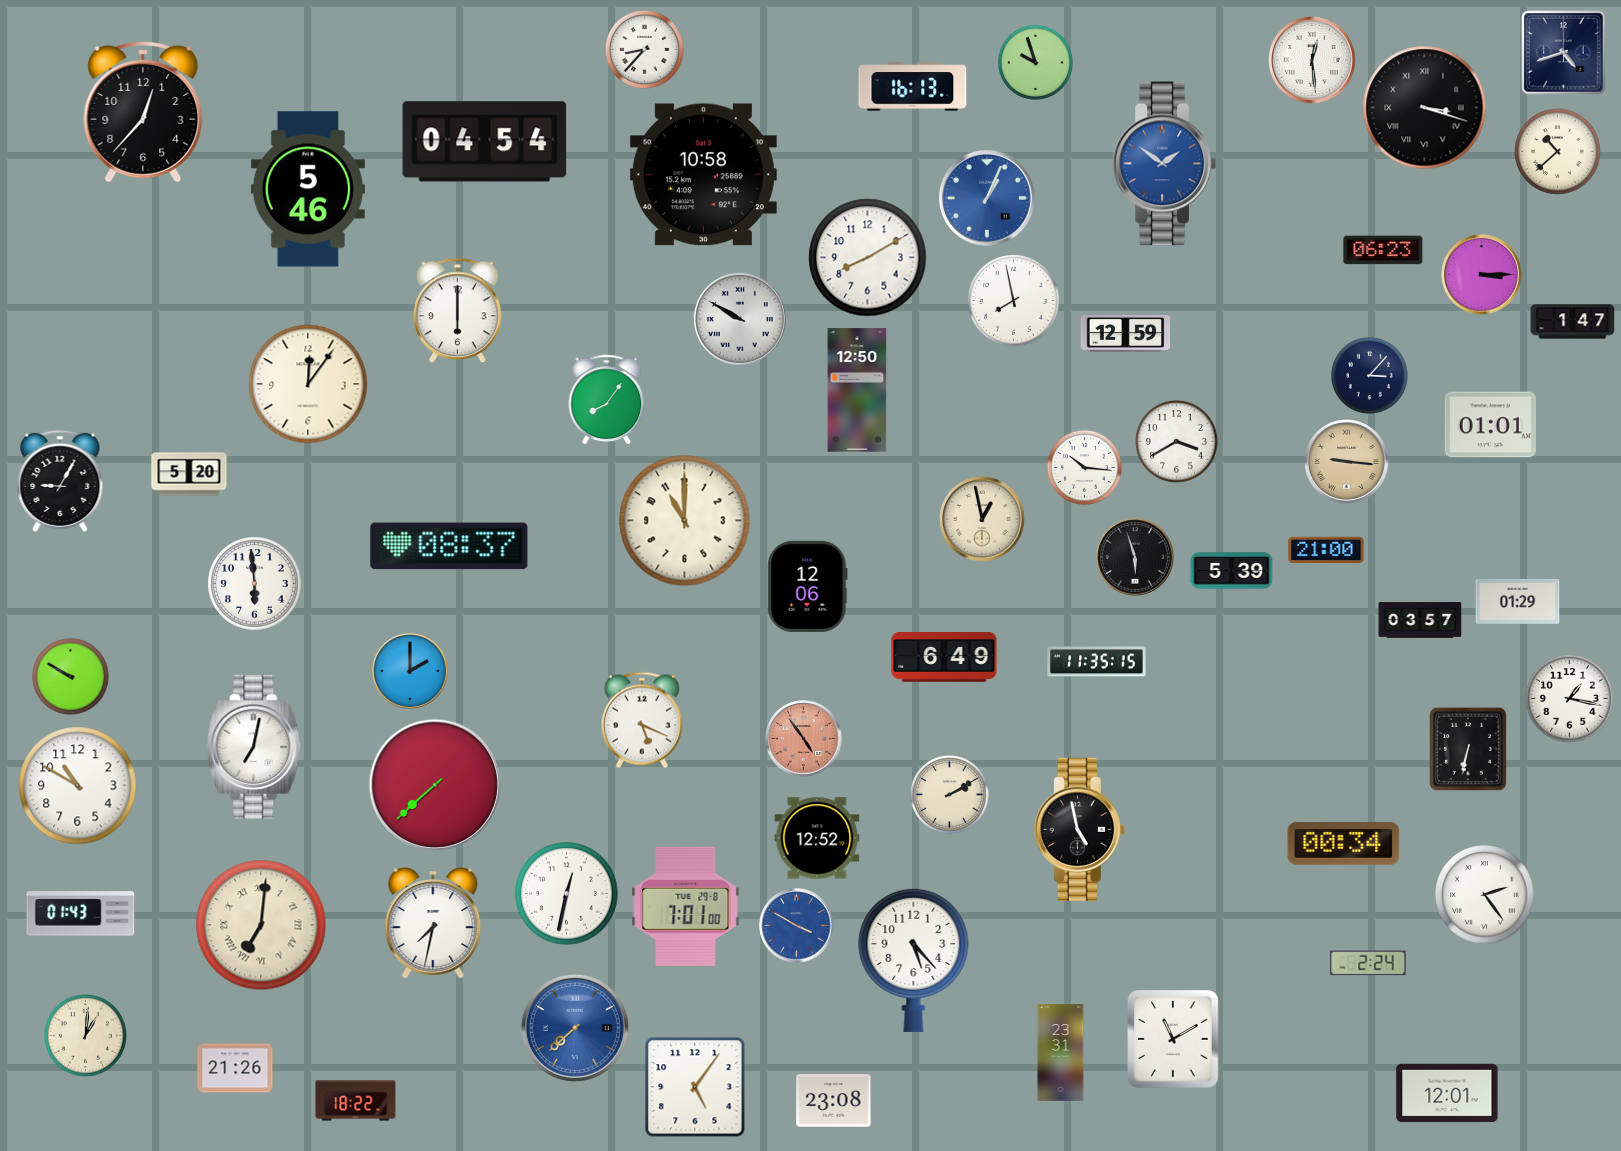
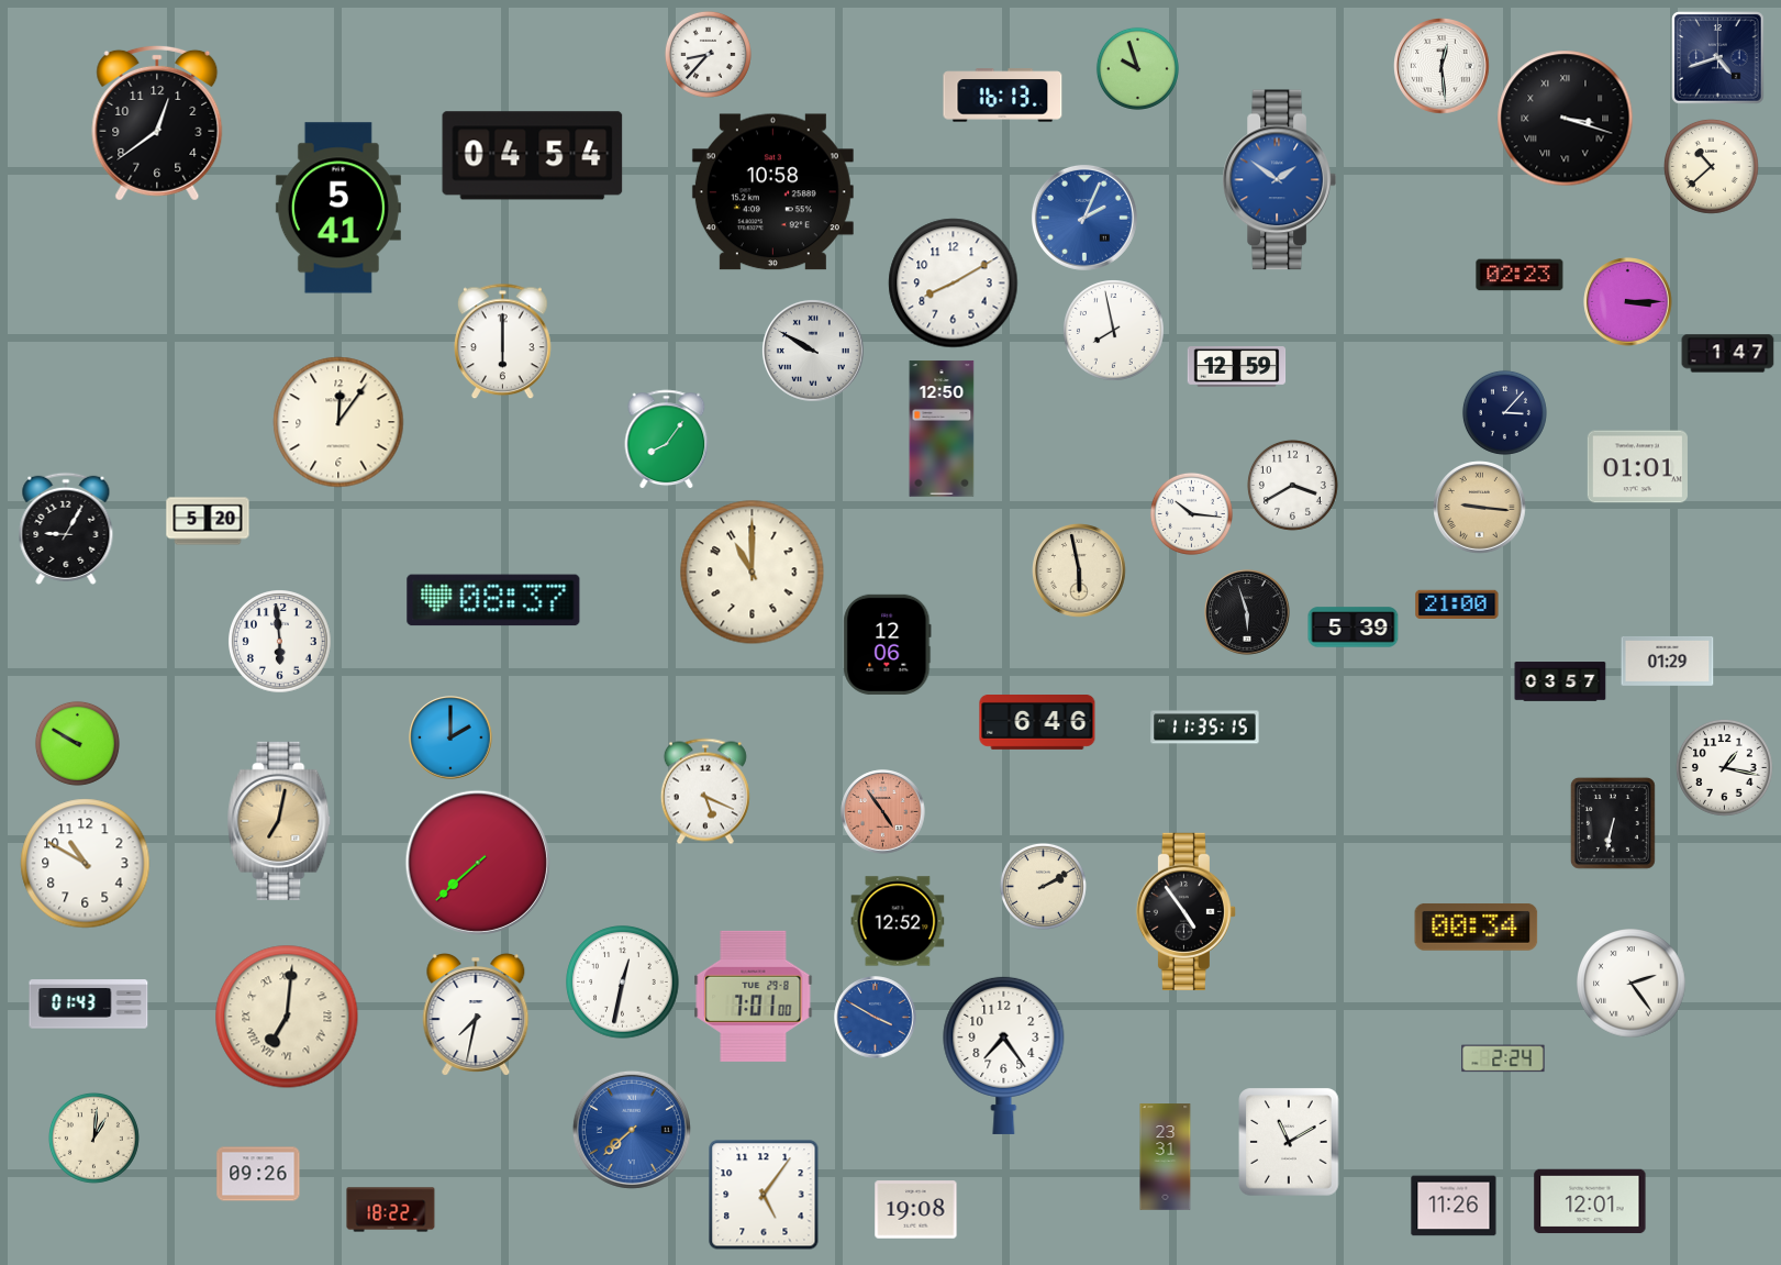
clock at (143, 112): 12:37 -> 12:39
clock at (308, 189): 5:46 -> 5:41
clock at (987, 198): 1:04 -> 2:04
clock at (1383, 250): 06:23 -> 02:23
clock at (983, 520): 12:58 -> 5:58
clock at (944, 658): 6:49 -> 6:46
clock at (254, 747) dial: white -> champagne
clock at (949, 794) position: (949, 794) -> (1043, 886)
clock at (1079, 829): 4:58 -> 4:54
clock at (914, 960): 5:23 -> 7:24
clock at (235, 1068): 21:26 -> 09:26
clock at (1454, 1206): none -> 11:26
clock at (834, 1101): 23:08 -> 19:08
